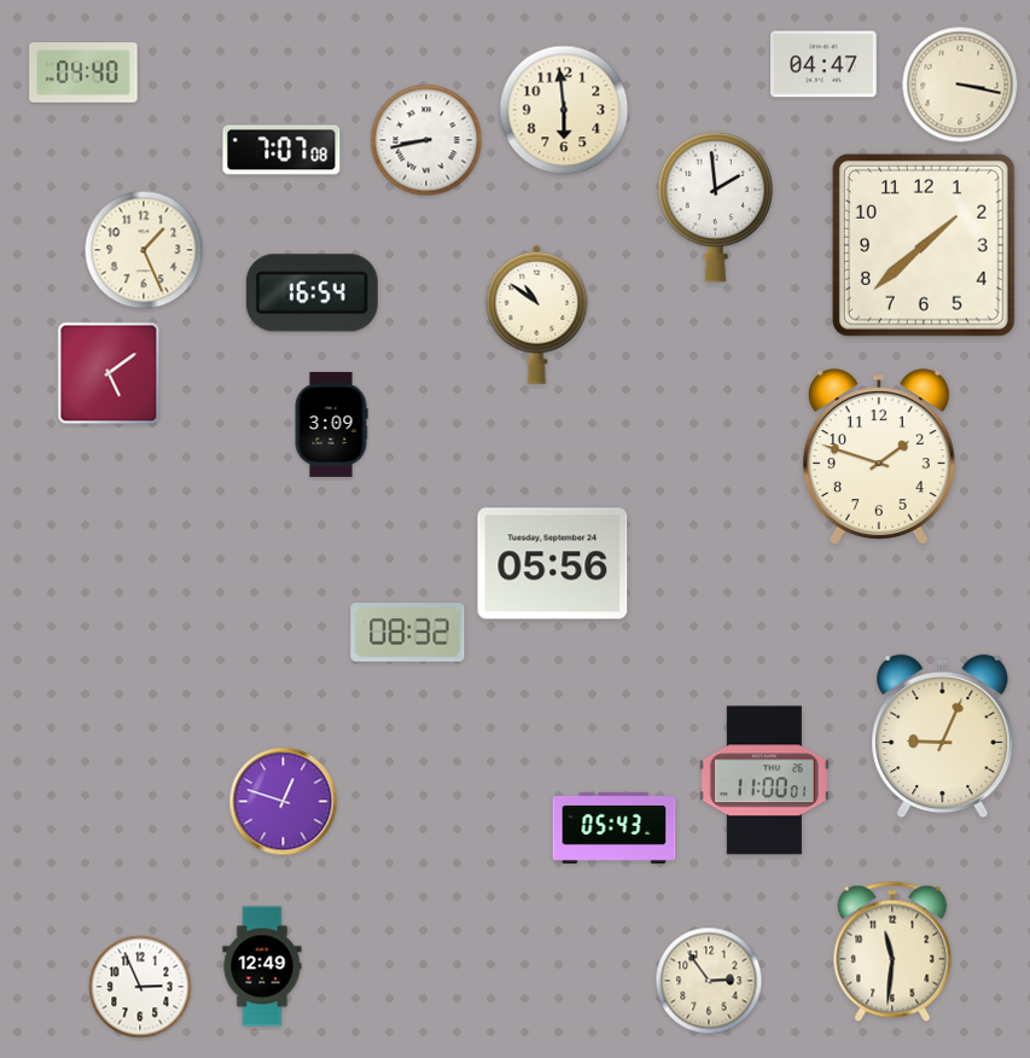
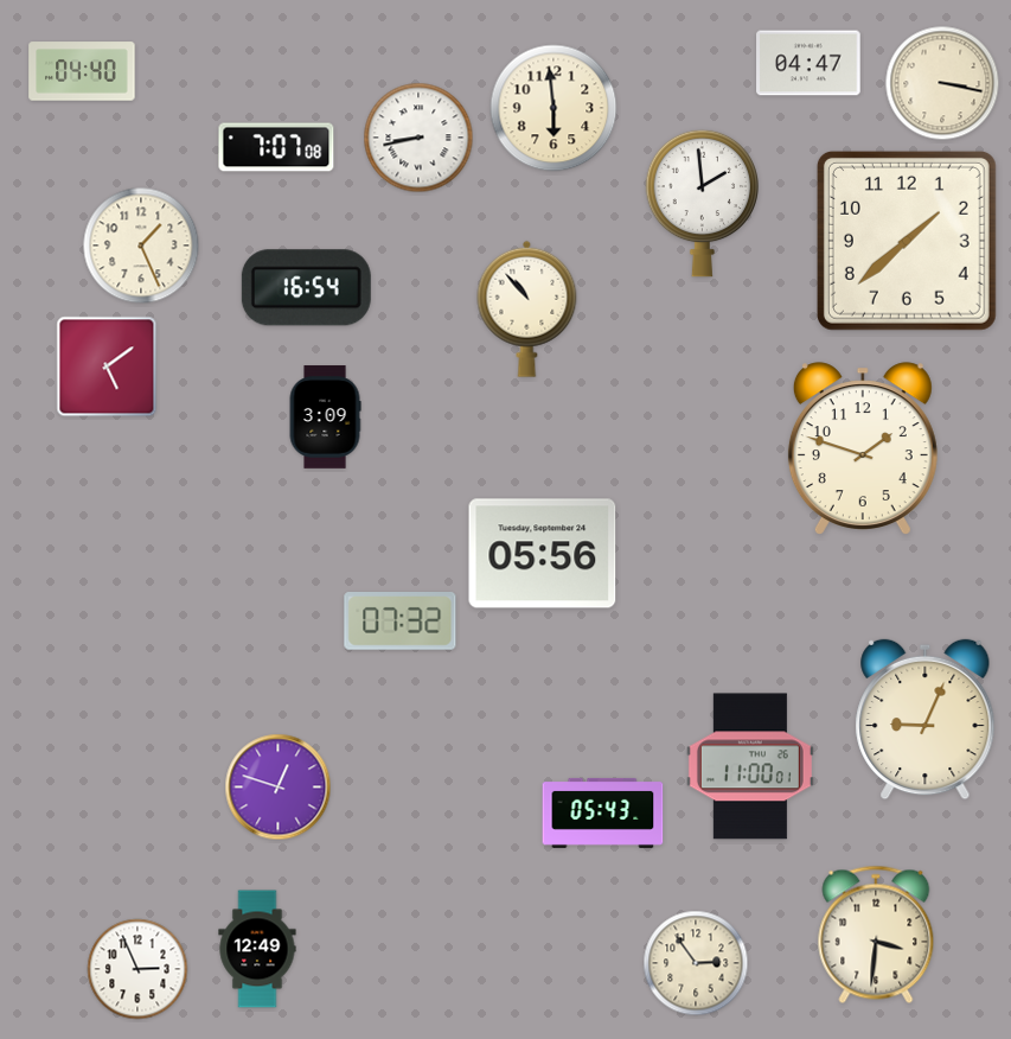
clock at (537, 314): 10:51 -> 10:53
clock at (408, 633): 08:32 -> 07:32
clock at (943, 737) position: (943, 737) -> (926, 720)
clock at (892, 952): 11:31 -> 3:31
